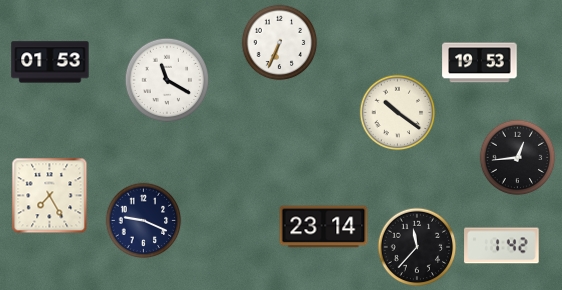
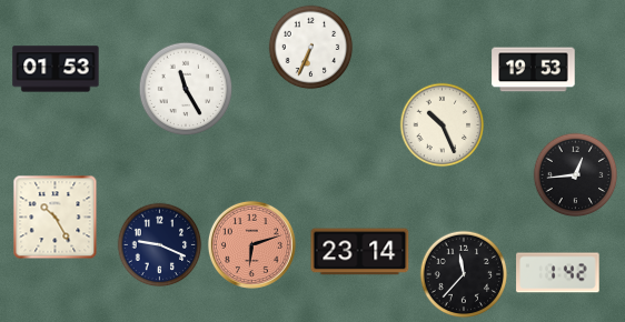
clock at (167, 80): 11:20 -> 11:25
clock at (398, 113): 10:21 -> 10:26
clock at (50, 196): 7:25 -> 10:25
clock at (251, 244): none -> 6:12
